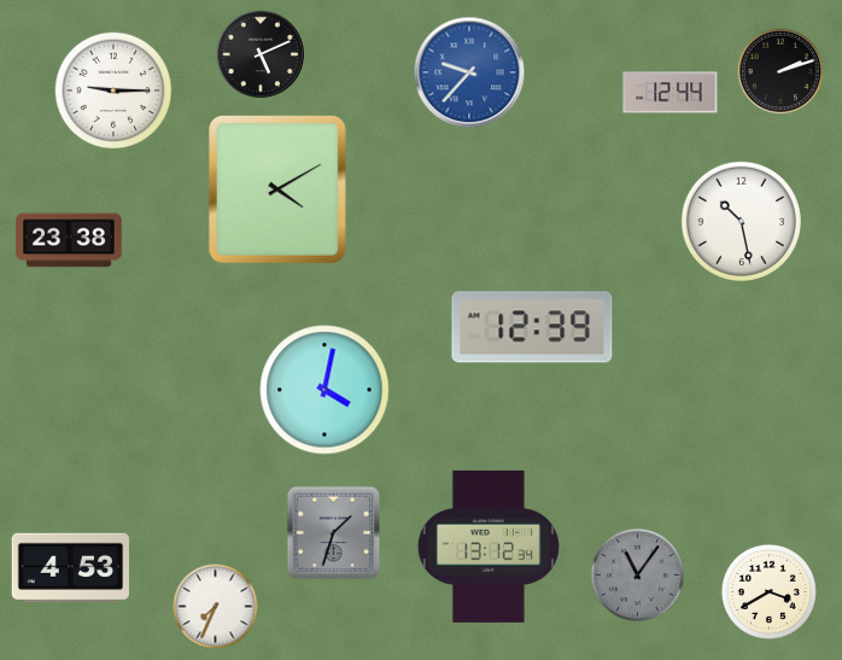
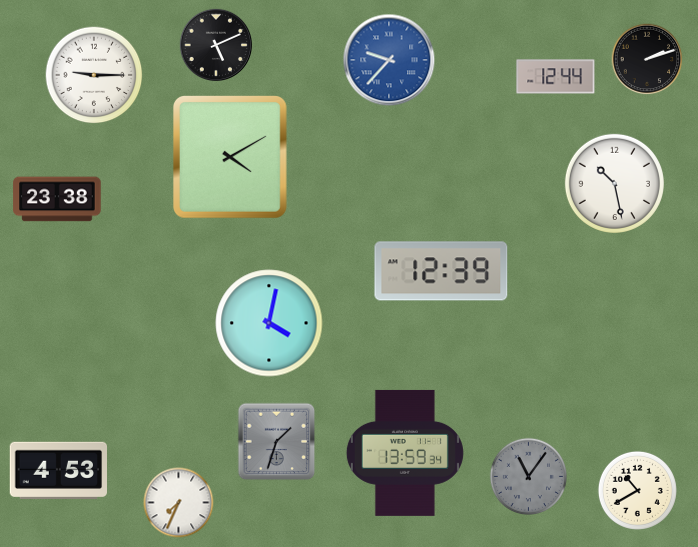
clock at (489, 547): 13:12 -> 13:59
clock at (768, 591): 3:40 -> 10:40
